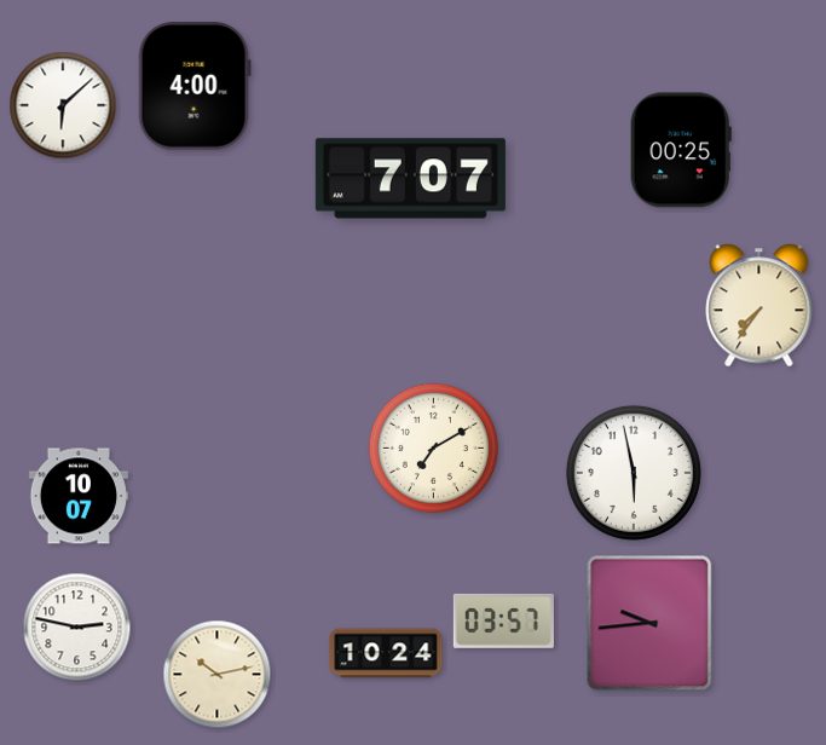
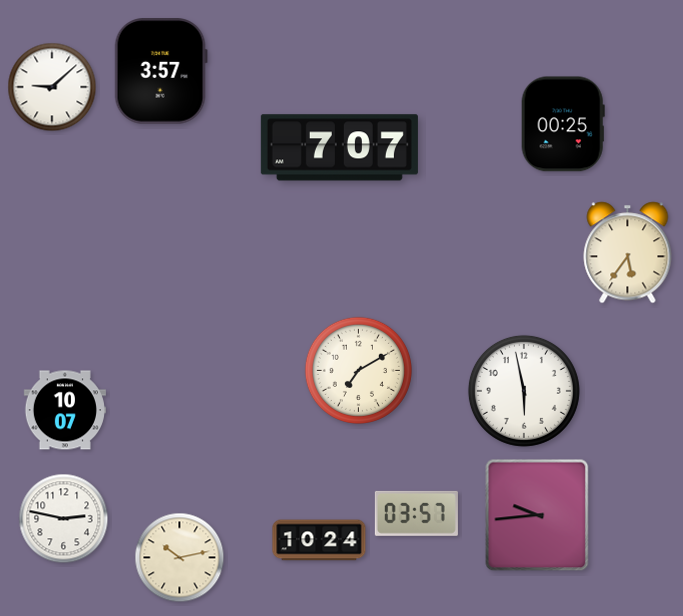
clock at (195, 86): 4:00 -> 3:57
clock at (63, 105): 6:08 -> 9:08
clock at (759, 306): 7:36 -> 5:36
